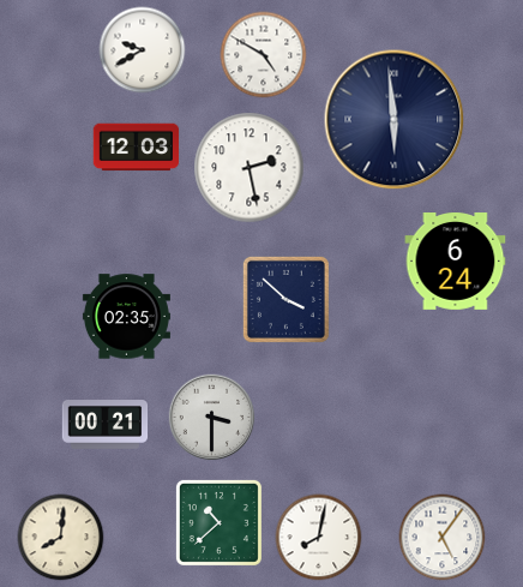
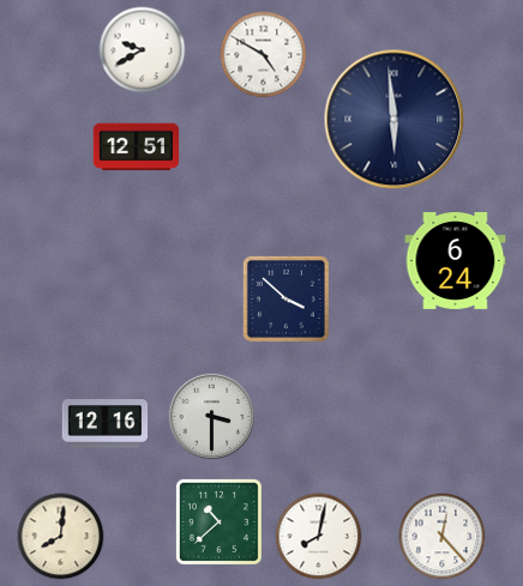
clock at (137, 148): 12:03 -> 12:51
clock at (250, 168): 2:28 -> none
clock at (126, 317): 02:35 -> none
clock at (106, 425): 00:21 -> 12:16
clock at (443, 538): 5:06 -> 12:23
